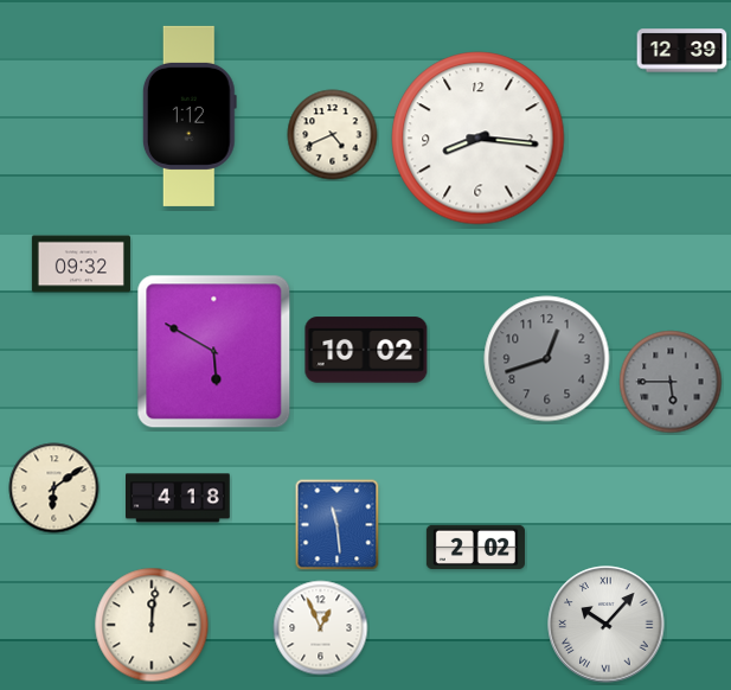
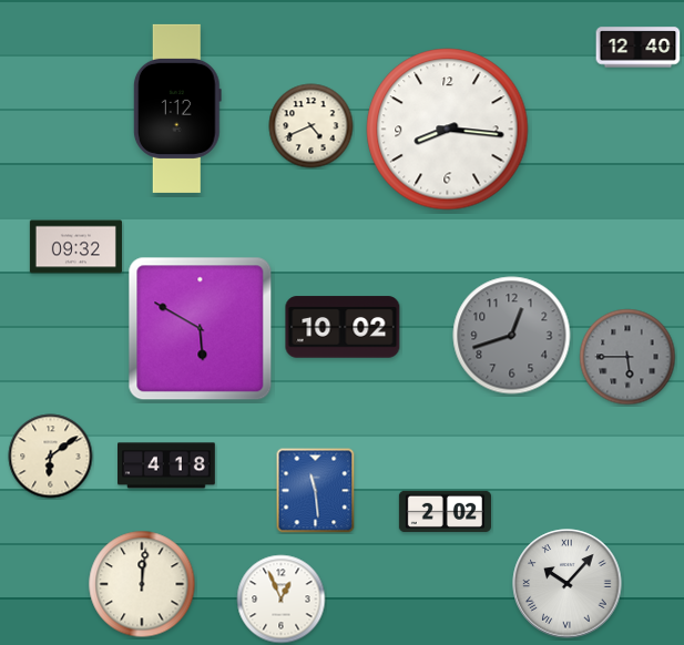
clock at (682, 51): 12:39 -> 12:40
clock at (321, 628) position: (321, 628) -> (282, 600)
